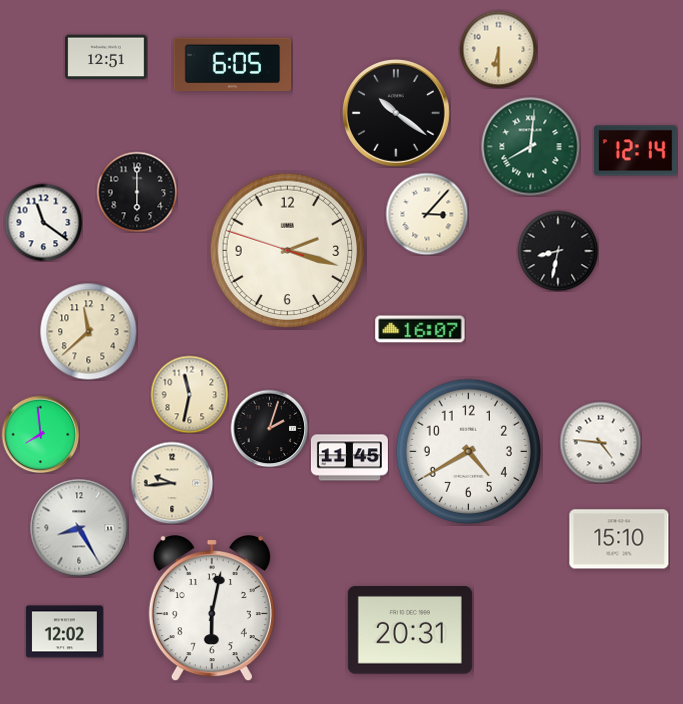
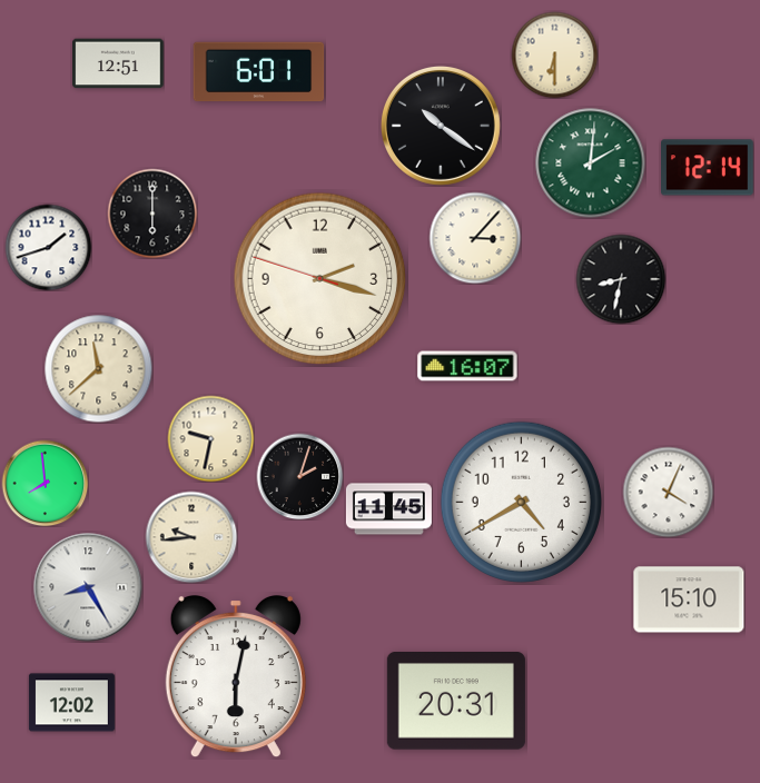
clock at (233, 65): 6:05 -> 6:01
clock at (531, 147): 8:01 -> 2:01
clock at (43, 222): 11:21 -> 1:42
clock at (189, 394): 11:32 -> 9:32
clock at (600, 442): 4:46 -> 4:04
